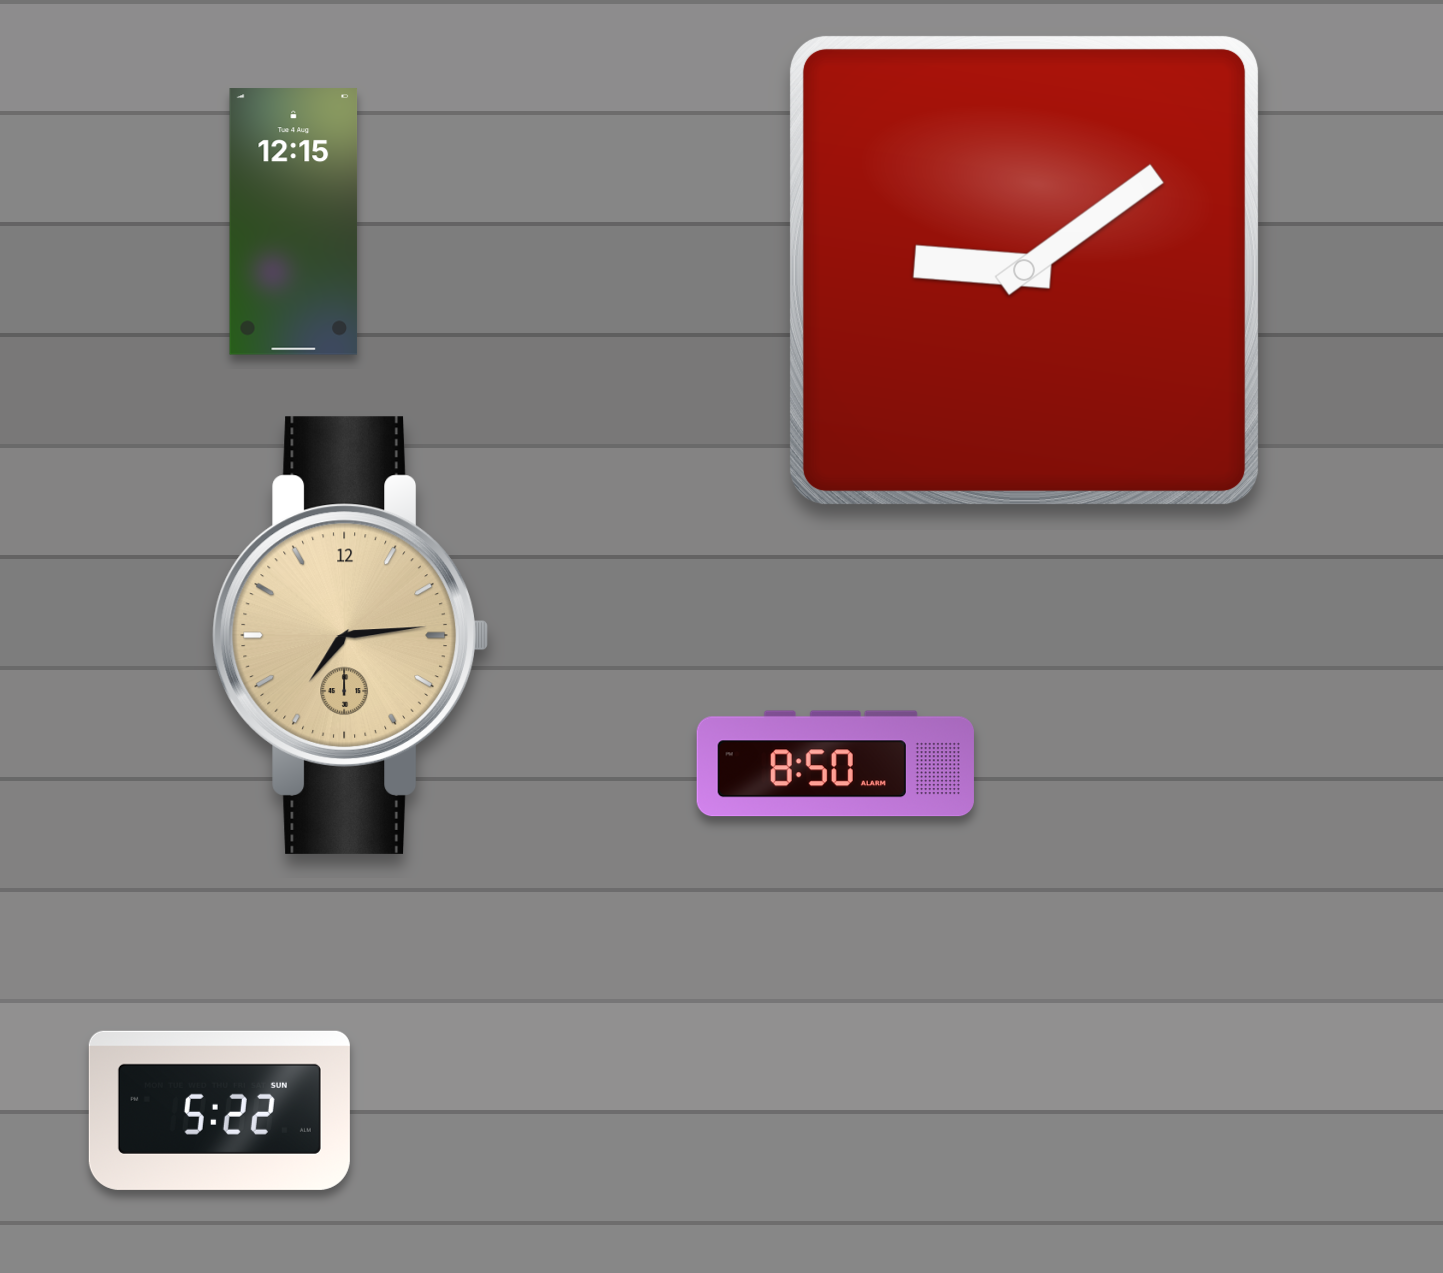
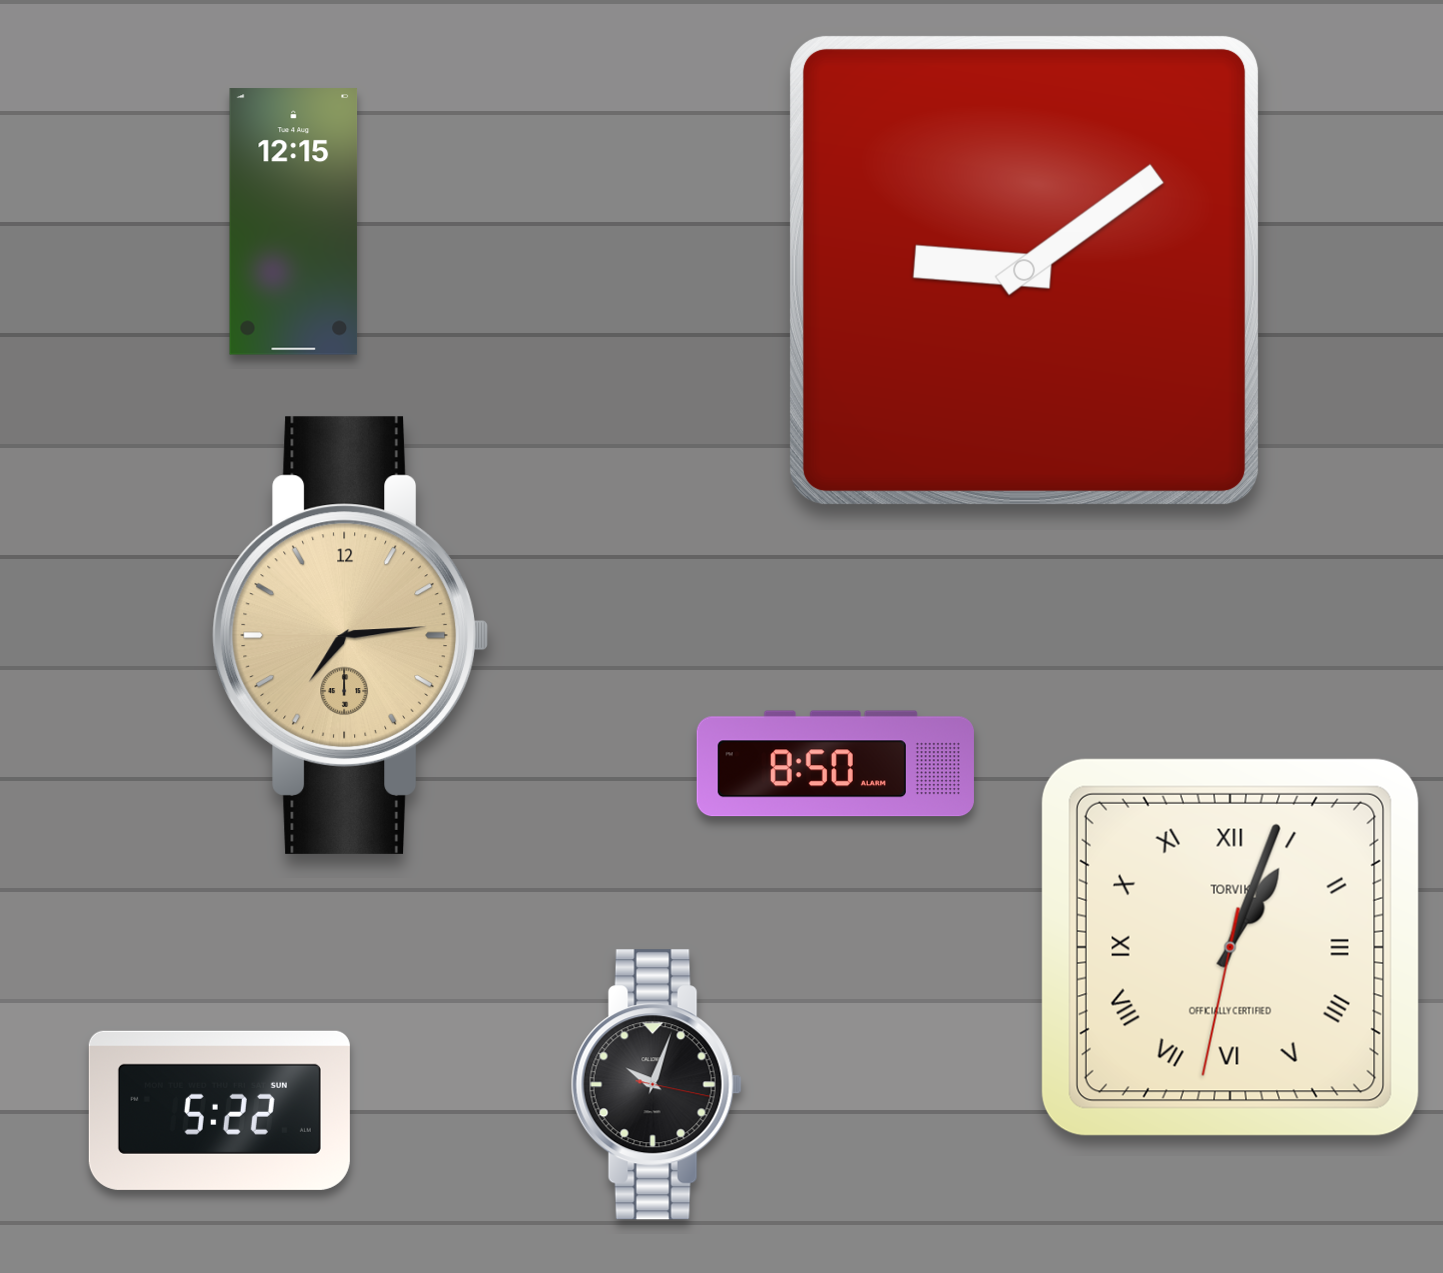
clock at (1230, 947): none -> 1:03
clock at (656, 1085): none -> 10:03
